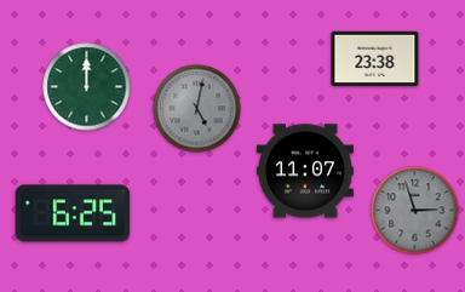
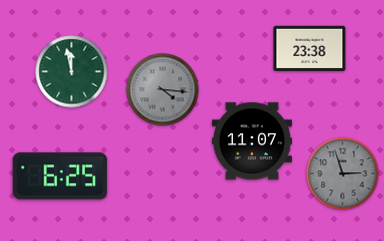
clock at (87, 87): 12:00 -> 11:58
clock at (197, 109): 5:02 -> 4:16
